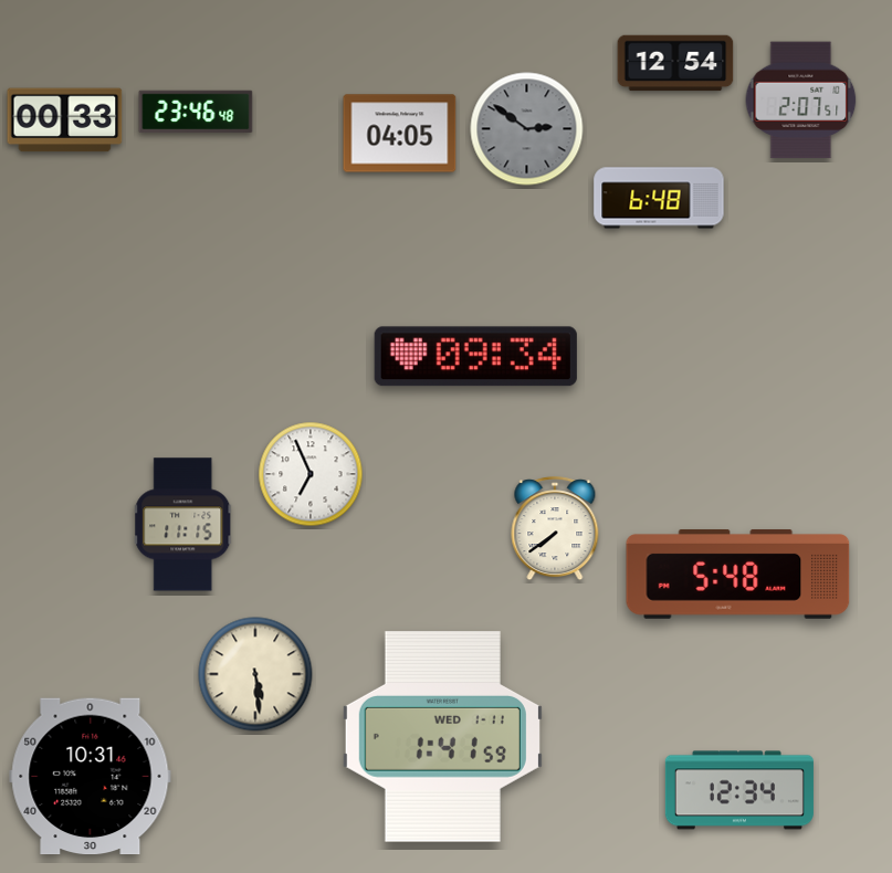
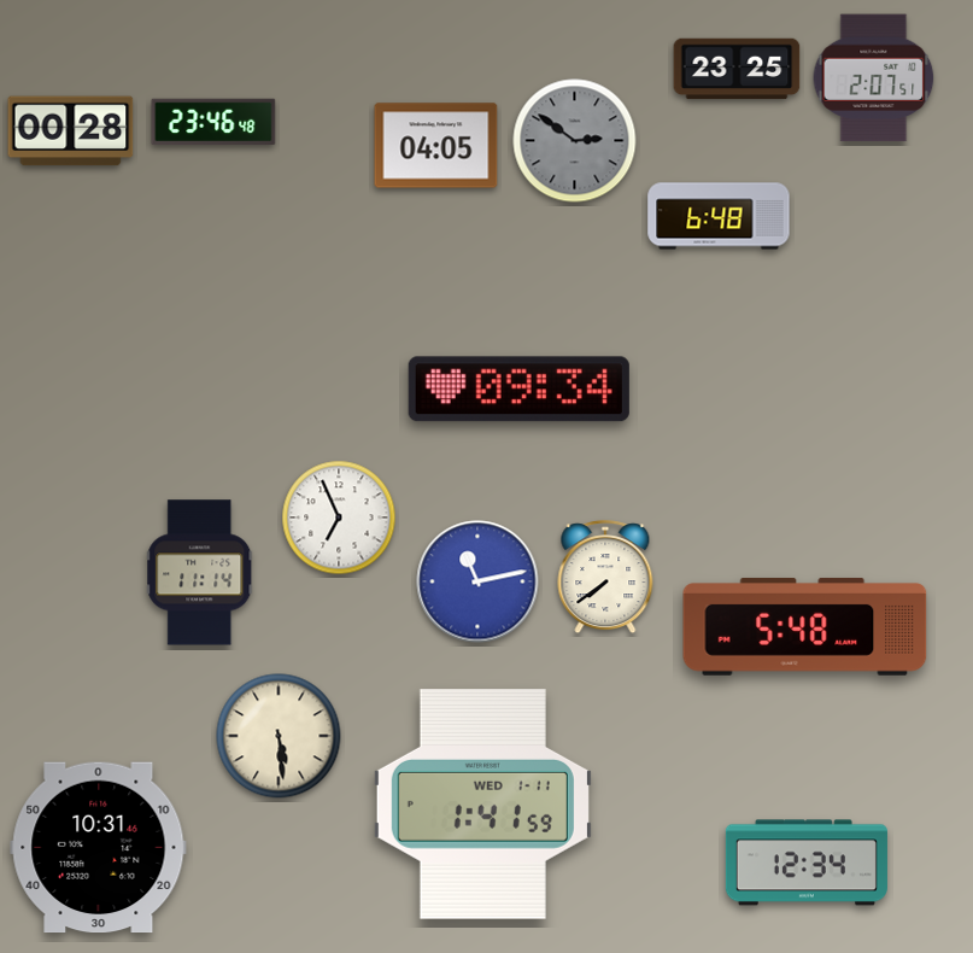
clock at (675, 63): 12:54 -> 23:25
clock at (801, 101) position: (801, 101) -> (874, 78)
clock at (65, 120): 00:33 -> 00:28
clock at (183, 525): 11:15 -> 11:14
clock at (477, 581): none -> 11:13
